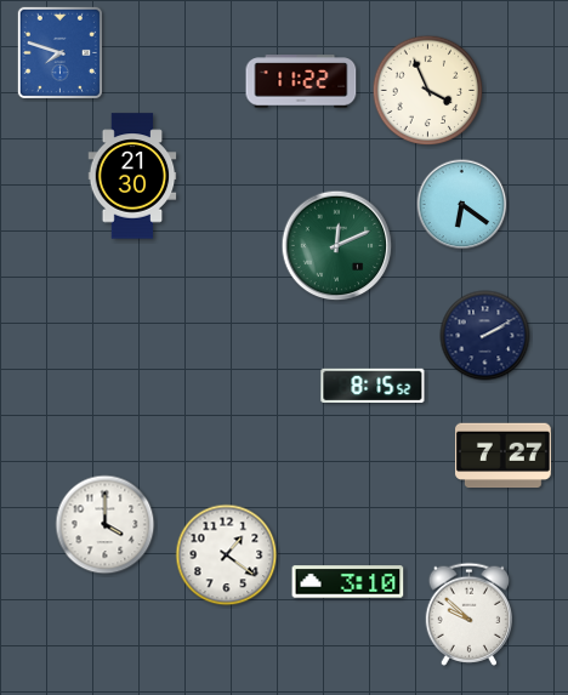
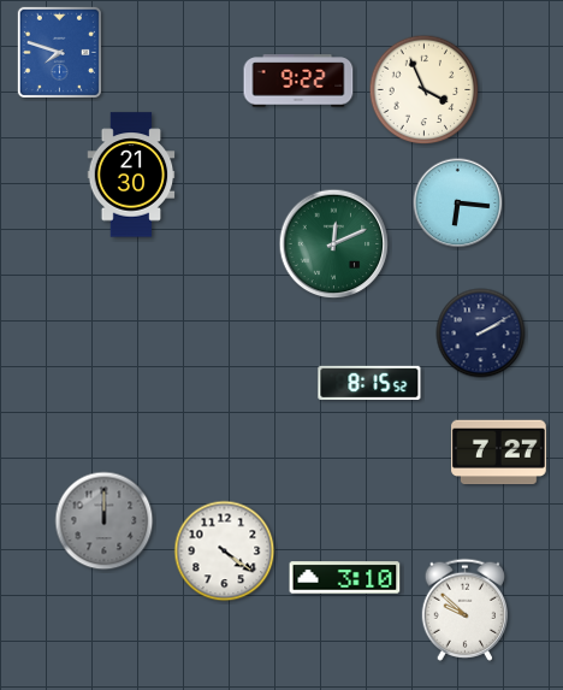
clock at (301, 81): 11:22 -> 9:22
clock at (462, 205): 6:21 -> 6:16
clock at (106, 525): 4:00 -> 12:00
clock at (106, 525) dial: white -> grey
clock at (227, 556): 1:21 -> 4:21
